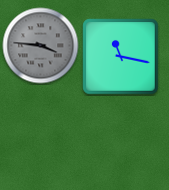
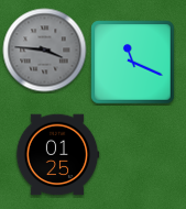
clock at (121, 57): 11:17 -> 11:19
clock at (57, 155): none -> 01:25
